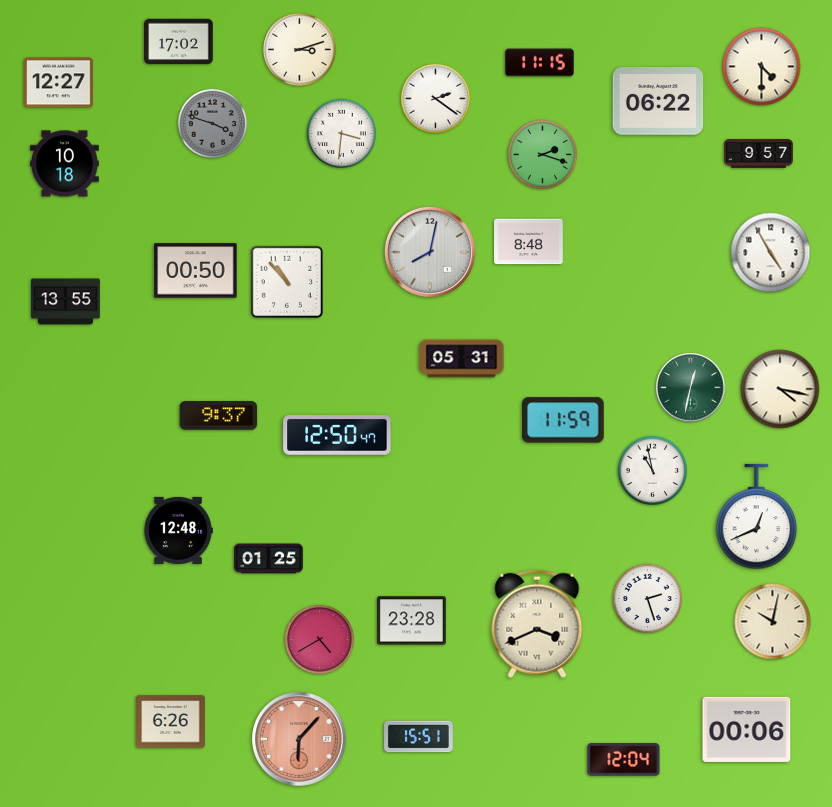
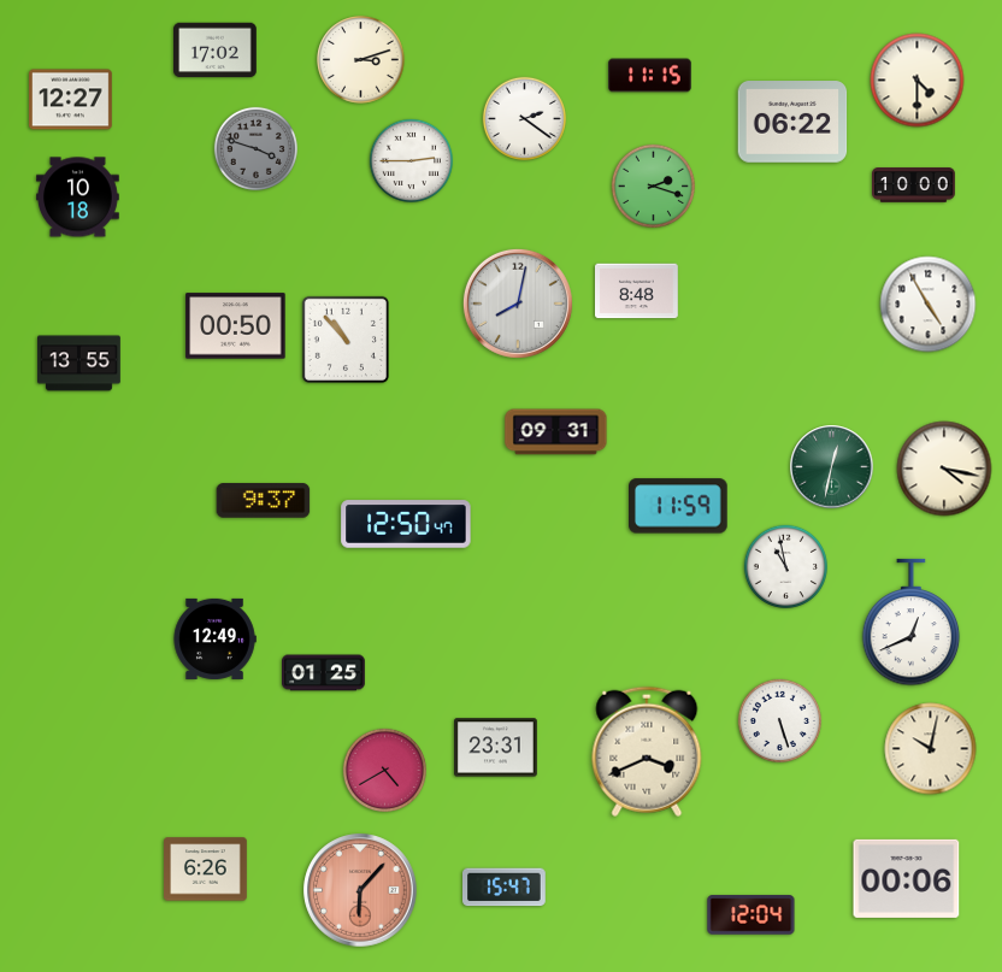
clock at (341, 133): 3:31 -> 2:45
clock at (759, 154): 9:57 -> 10:00
clock at (462, 359): 05:31 -> 09:31
clock at (780, 389) position: (780, 389) -> (944, 469)
clock at (178, 530): 12:48 -> 12:49
clock at (647, 598): 2:27 -> 5:27
clock at (412, 621): 23:28 -> 23:31
clock at (747, 729) position: (747, 729) -> (907, 878)
clock at (419, 737): 15:51 -> 15:47
